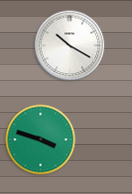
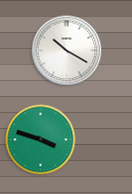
clock at (70, 46) position: (70, 46) -> (67, 51)
